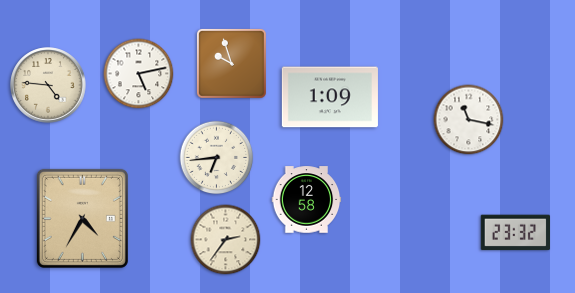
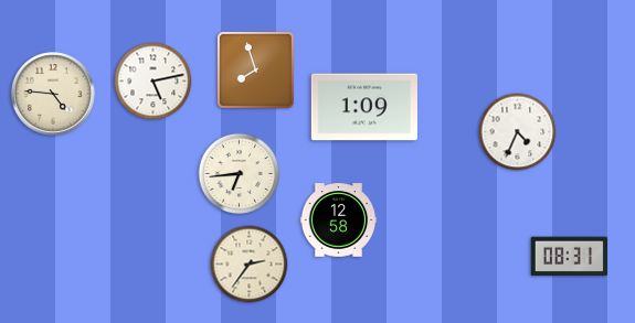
clock at (231, 63): 9:57 -> 7:57
clock at (469, 120): 11:17 -> 4:34
clock at (82, 218): 4:35 -> none
clock at (516, 233): 23:32 -> 08:31
